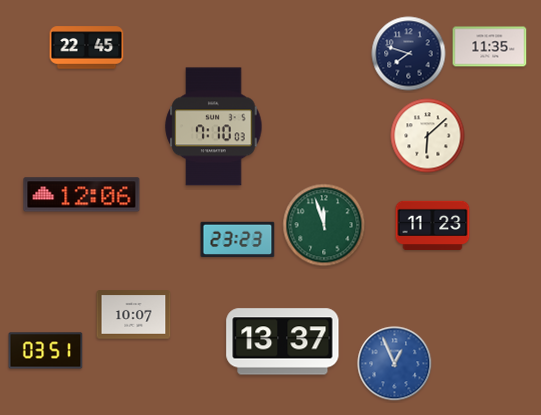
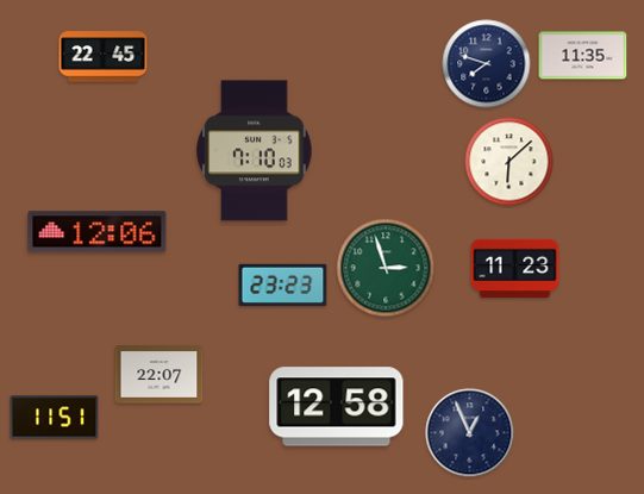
clock at (324, 225): 11:57 -> 2:57
clock at (134, 315): 10:07 -> 22:07
clock at (283, 342): 13:37 -> 12:58
clock at (46, 351): 03:51 -> 11:51
clock at (395, 364) dial: blue -> navy
